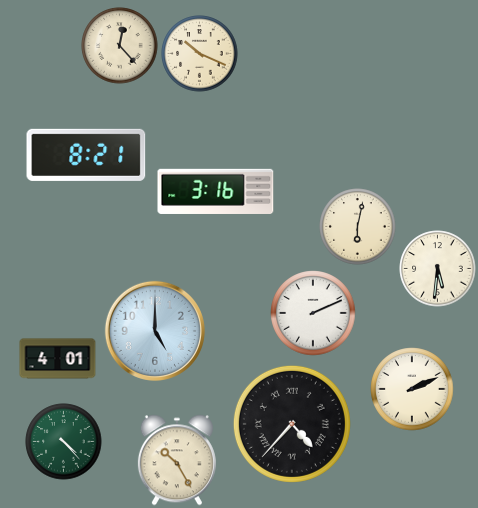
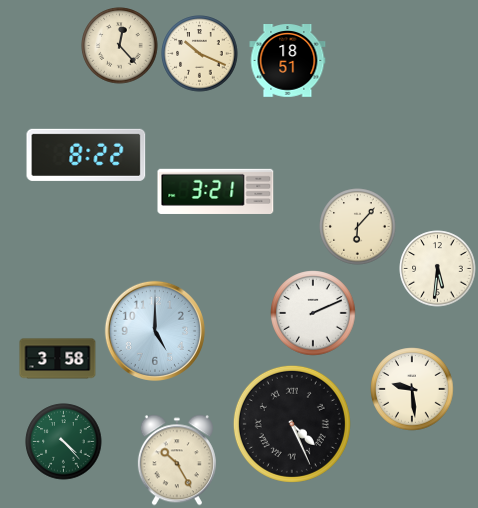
clock at (288, 61): none -> 18:51
clock at (86, 155): 8:21 -> 8:22
clock at (216, 191): 3:16 -> 3:21
clock at (358, 227): 6:02 -> 6:07
clock at (58, 359): 4:01 -> 3:58
clock at (412, 389): 2:11 -> 9:29
clock at (292, 424): 4:37 -> 4:26
